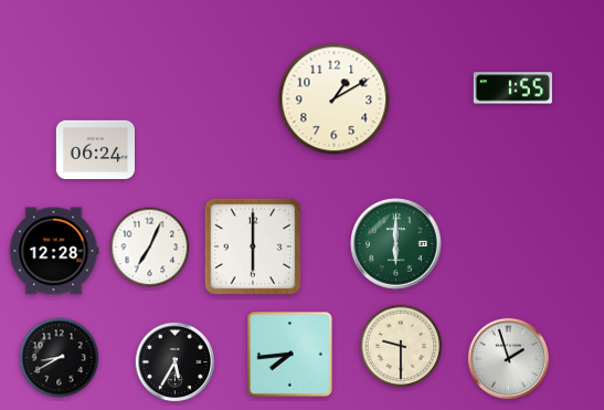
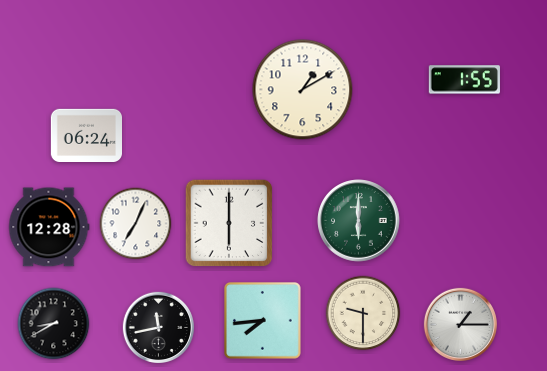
clock at (508, 358): 1:57 -> 1:15
clock at (174, 361): 5:35 -> 11:43
